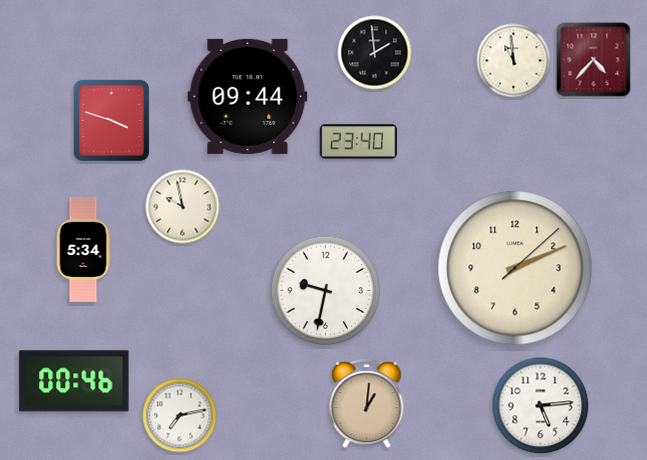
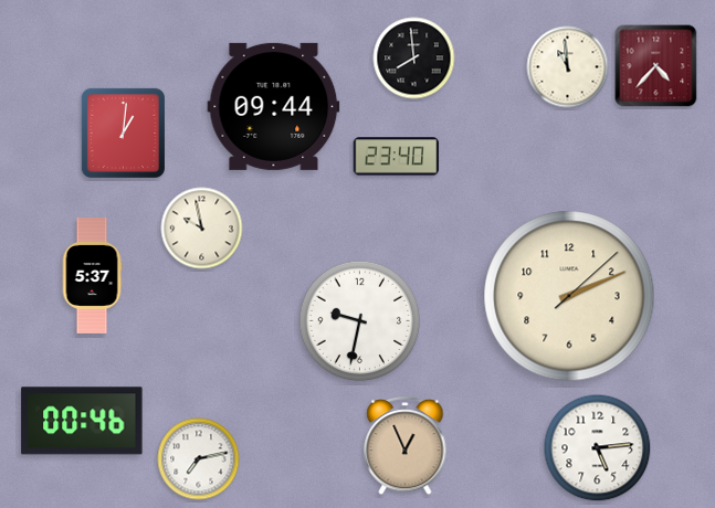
clock at (375, 53): 1:59 -> 7:59
clock at (111, 120): 3:48 -> 1:01
clock at (83, 250): 5:34 -> 5:37
clock at (367, 405): 1:01 -> 12:56
